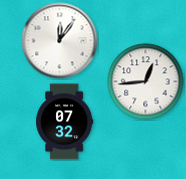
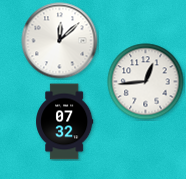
clock at (60, 41): 12:06 -> 12:08
